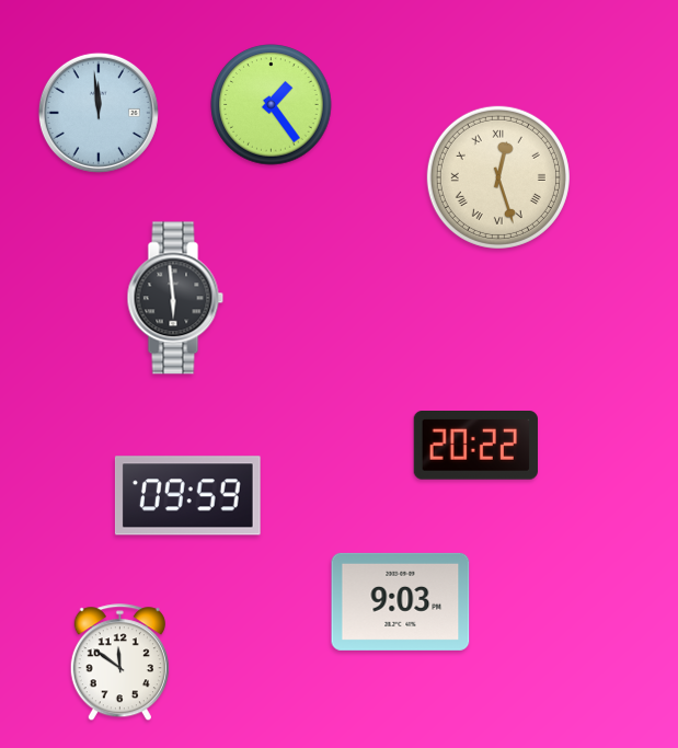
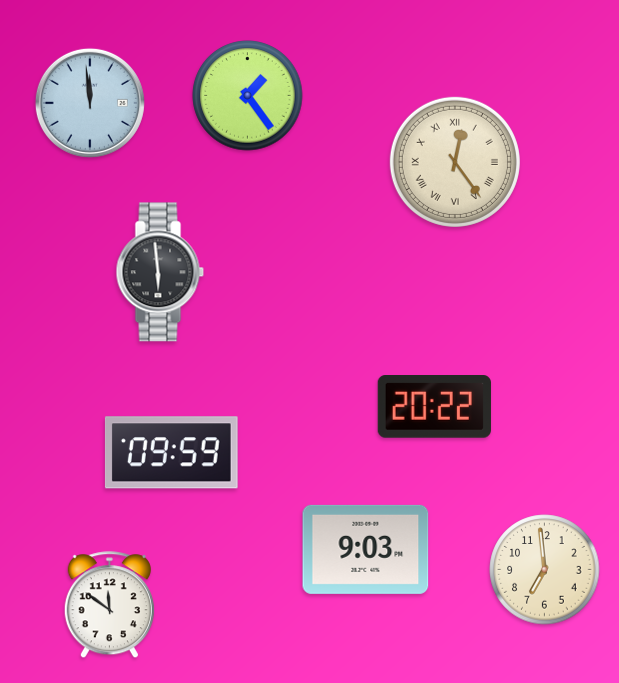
clock at (498, 177): 12:27 -> 12:24
clock at (545, 570): none -> 6:59
